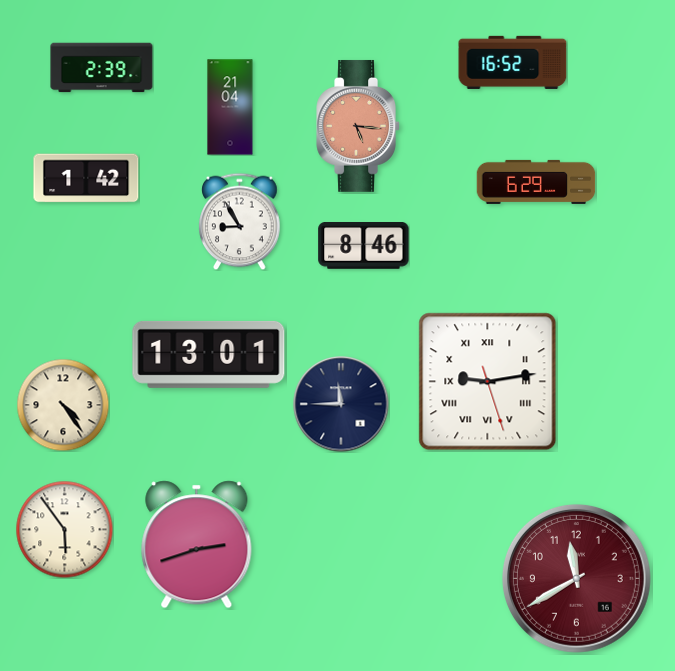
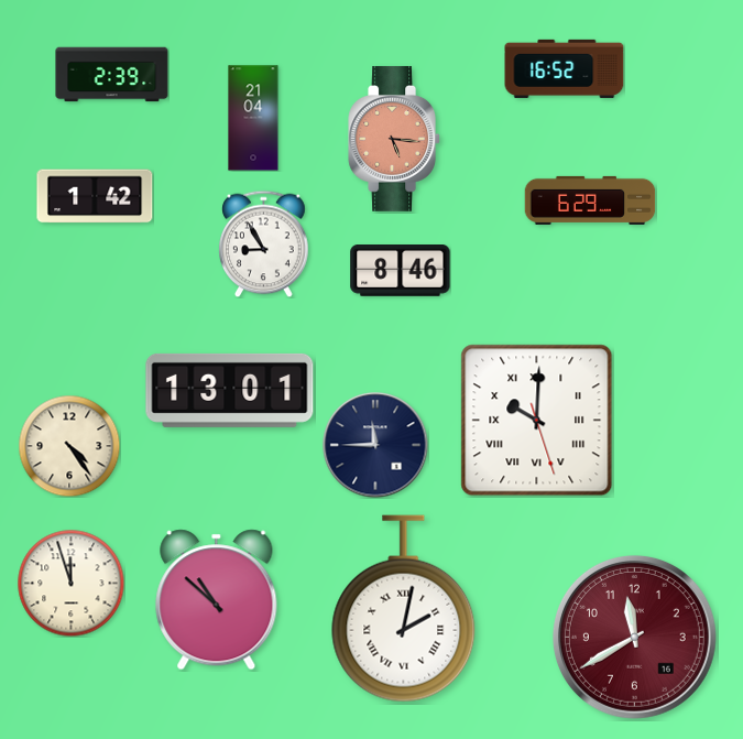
clock at (488, 382): 9:13 -> 10:00
clock at (64, 529): 5:54 -> 11:57
clock at (197, 545): 2:42 -> 10:52
clock at (404, 609): none -> 2:02
